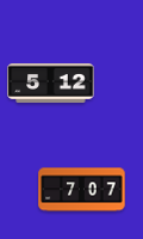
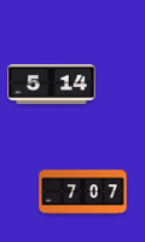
clock at (51, 84): 5:12 -> 5:14
